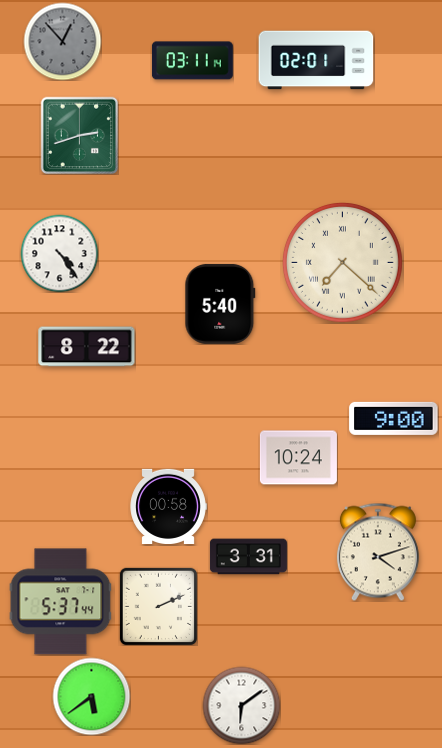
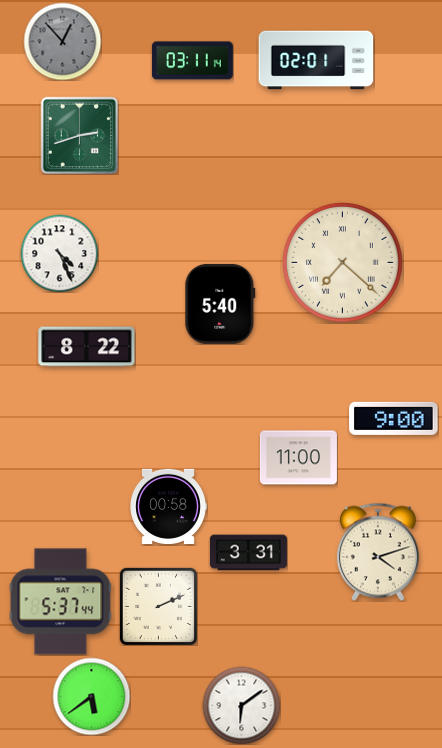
clock at (59, 253): 4:24 -> 4:26
clock at (298, 458): 10:24 -> 11:00
clock at (248, 557) position: (248, 557) -> (248, 553)
